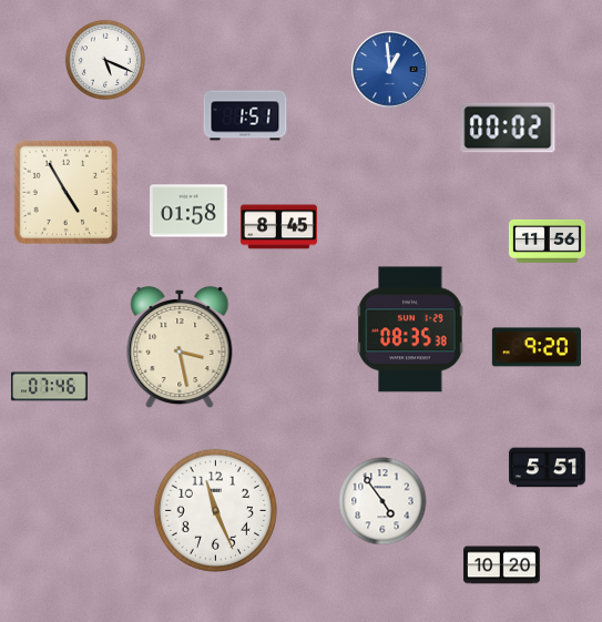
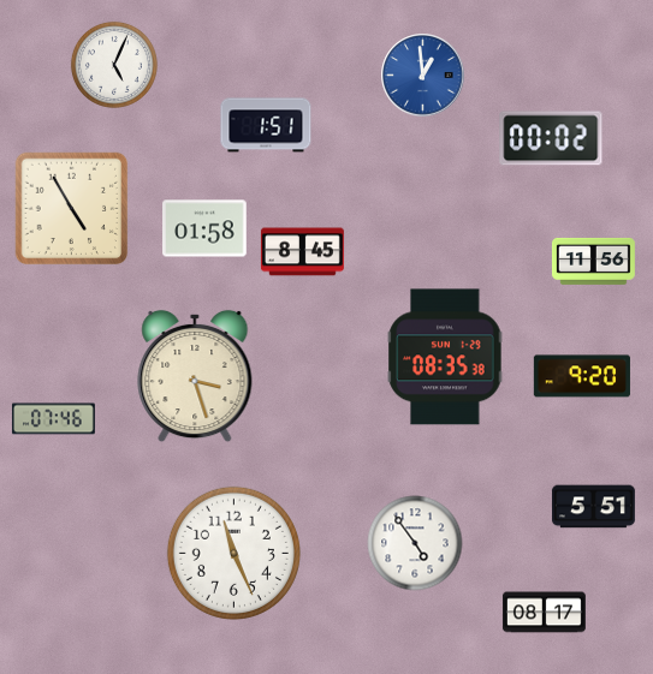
clock at (105, 60): 5:19 -> 5:04
clock at (278, 227) position: (278, 227) -> (302, 252)
clock at (180, 347): 3:28 -> 3:27
clock at (501, 565): 10:20 -> 08:17
